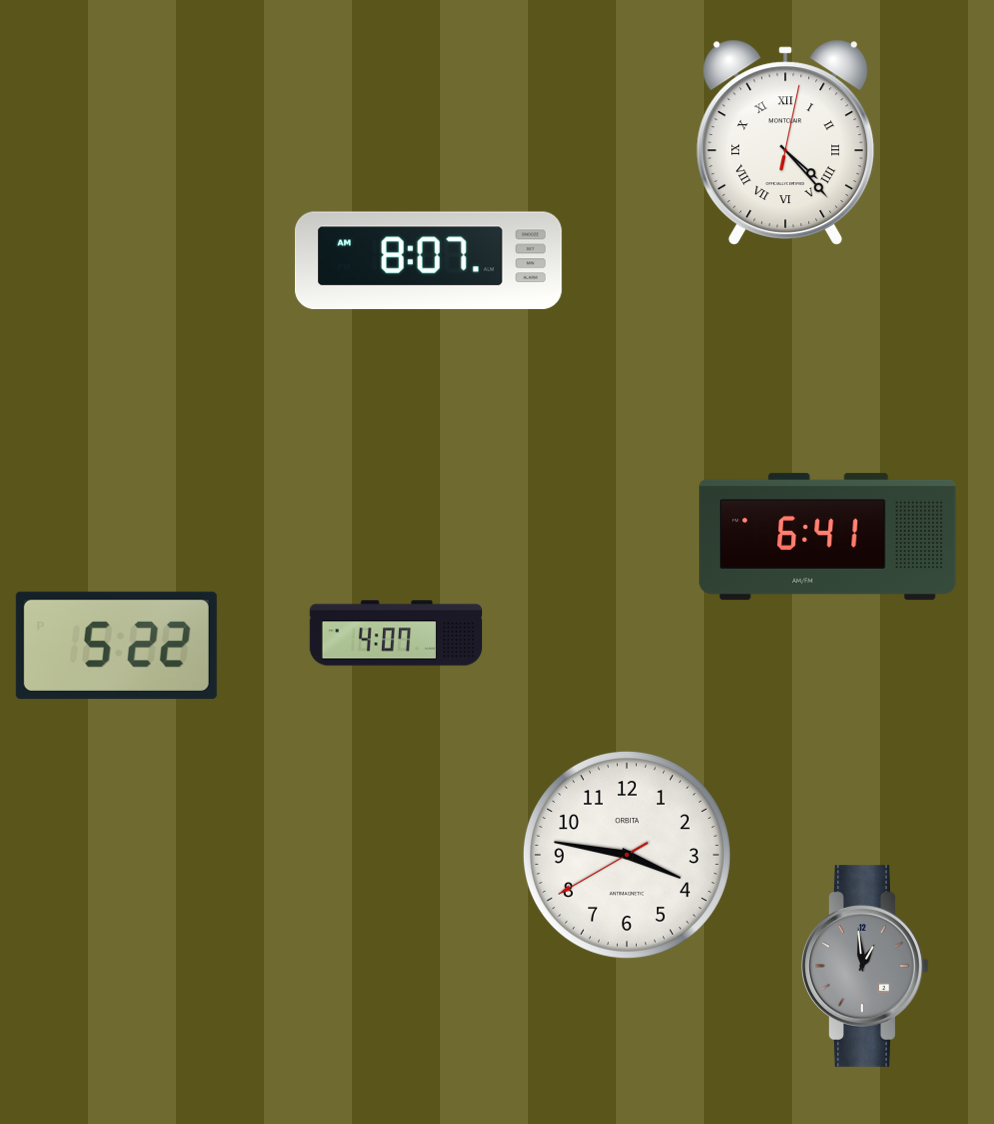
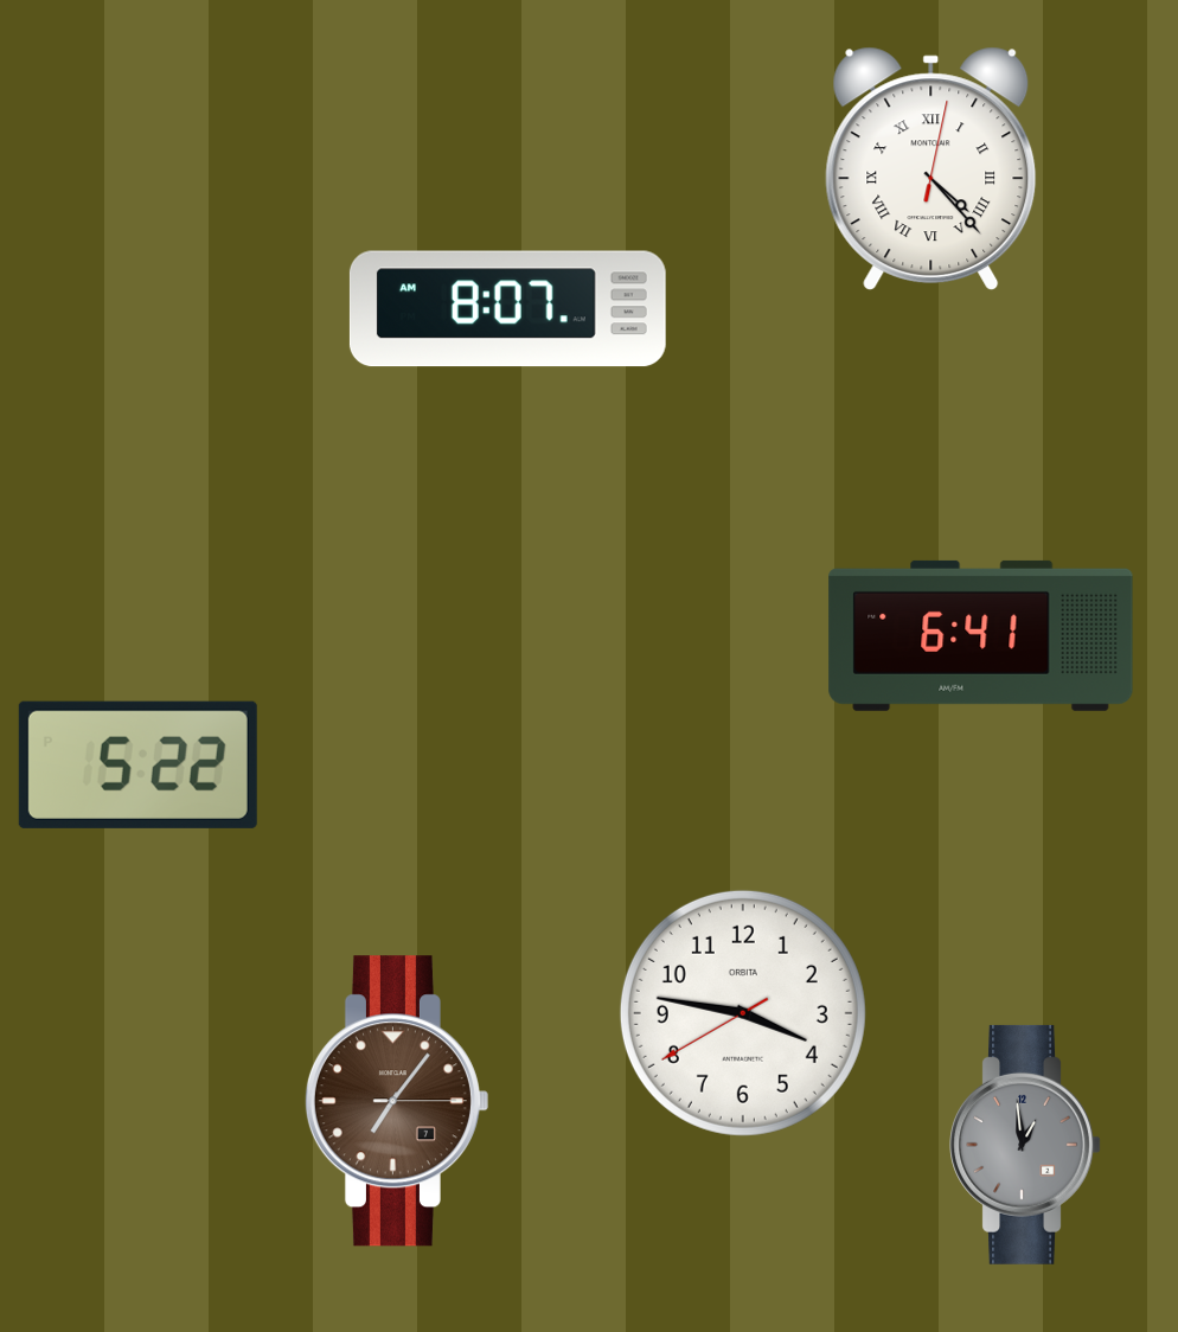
clock at (396, 633): 4:07 -> none
clock at (396, 1101): none -> 7:06
